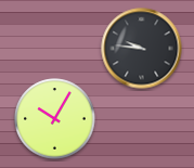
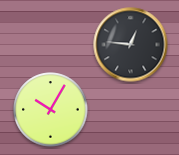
clock at (142, 49): 9:46 -> 12:46
